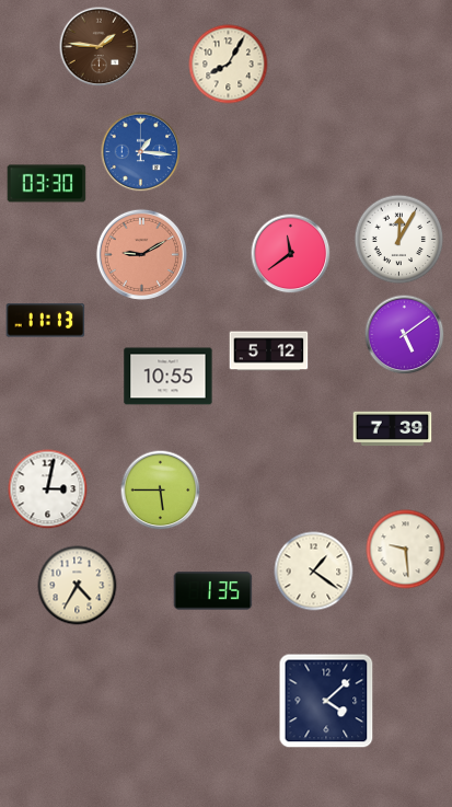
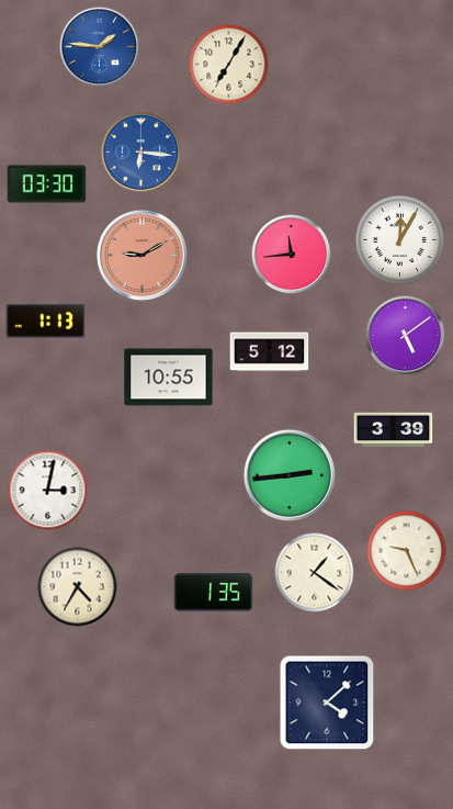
clock at (100, 47) dial: brown -> blue
clock at (229, 65): 8:05 -> 7:05
clock at (141, 152): 1:16 -> 6:16
clock at (291, 254): 11:39 -> 11:44
clock at (46, 321): 11:13 -> 1:13
clock at (393, 429): 7:39 -> 3:39
clock at (290, 475): none -> 2:44
clock at (161, 491): 5:45 -> none
clock at (406, 550): 9:29 -> 9:26
